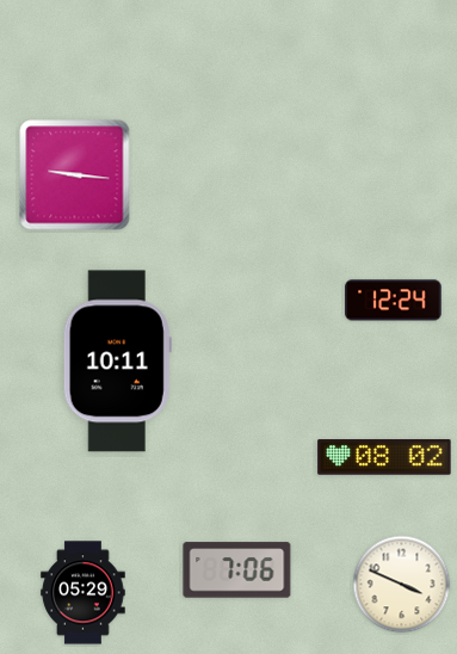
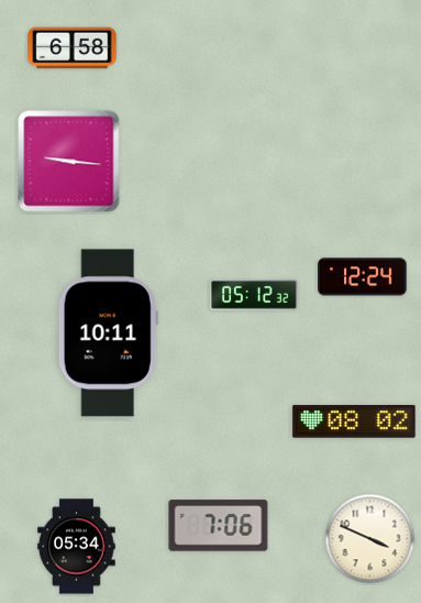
clock at (73, 48): none -> 6:58
clock at (254, 295): none -> 05:12
clock at (84, 593): 05:29 -> 05:34
